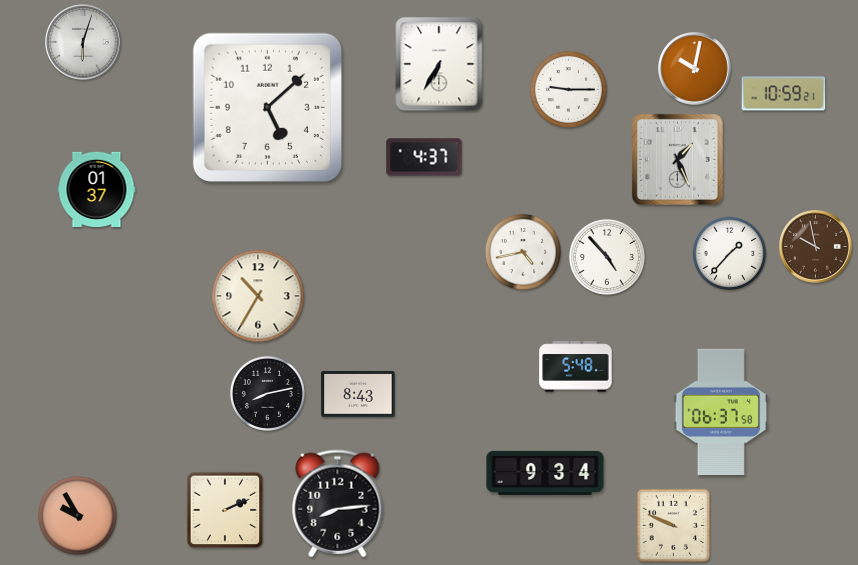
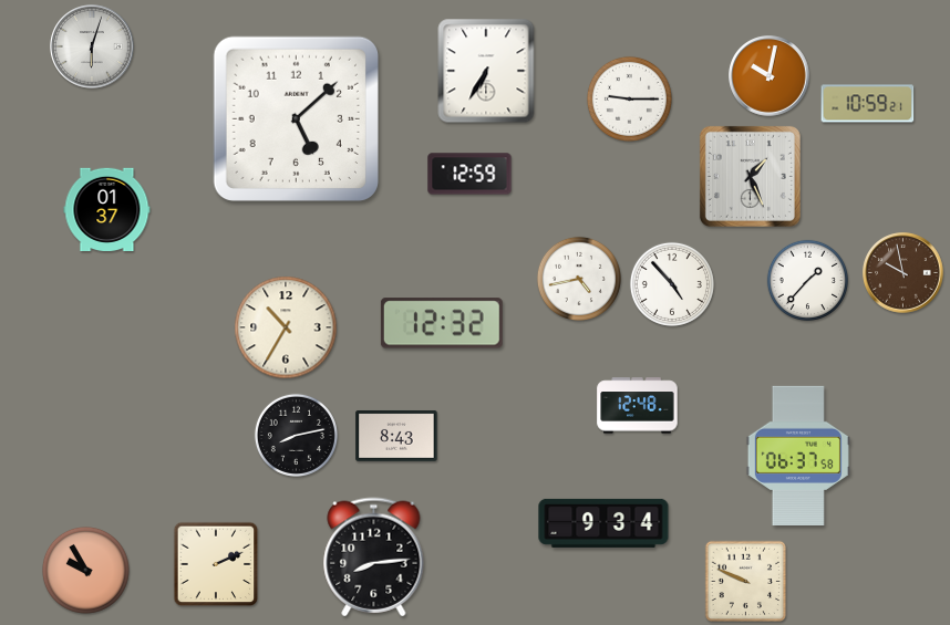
clock at (424, 157): 4:37 -> 12:59
clock at (442, 323): none -> 12:32
clock at (576, 367): 5:48 -> 12:48
clock at (225, 510) position: (225, 510) -> (216, 564)
